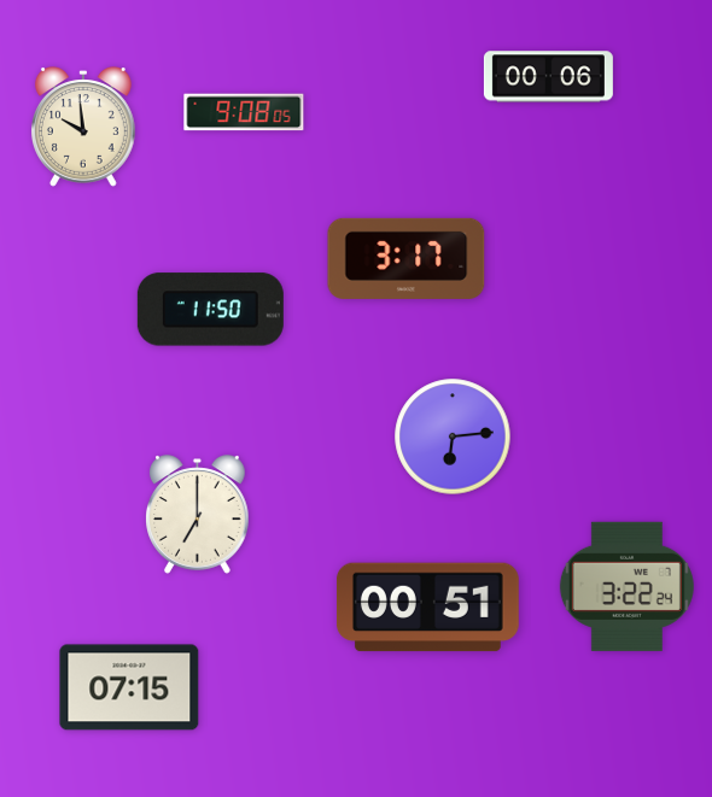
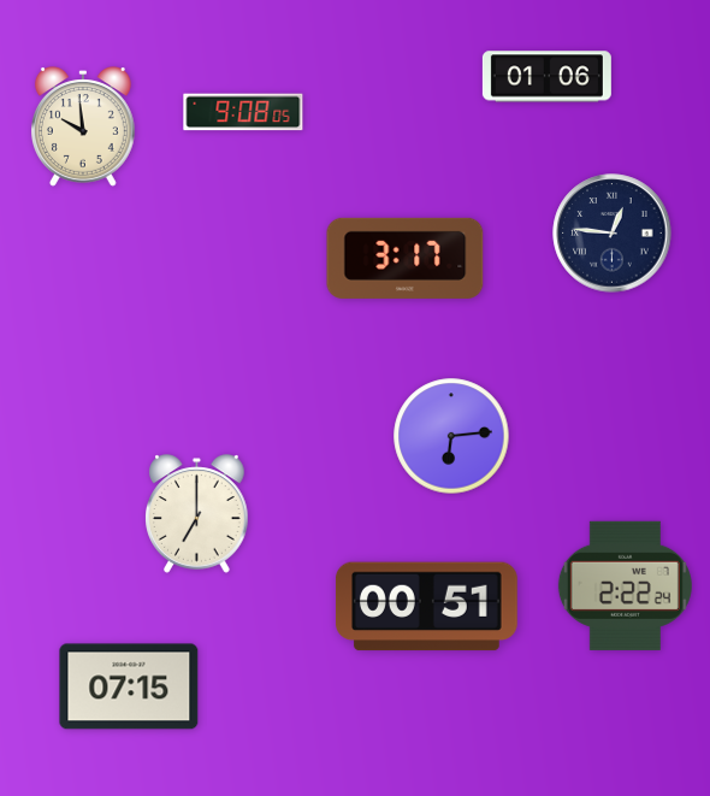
clock at (548, 77): 00:06 -> 01:06
clock at (613, 234): none -> 12:46
clock at (210, 310): 11:50 -> none
clock at (626, 586): 3:22 -> 2:22
